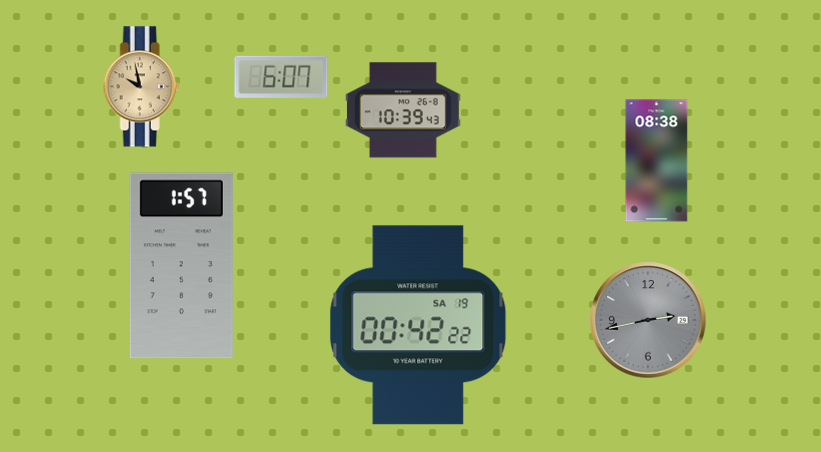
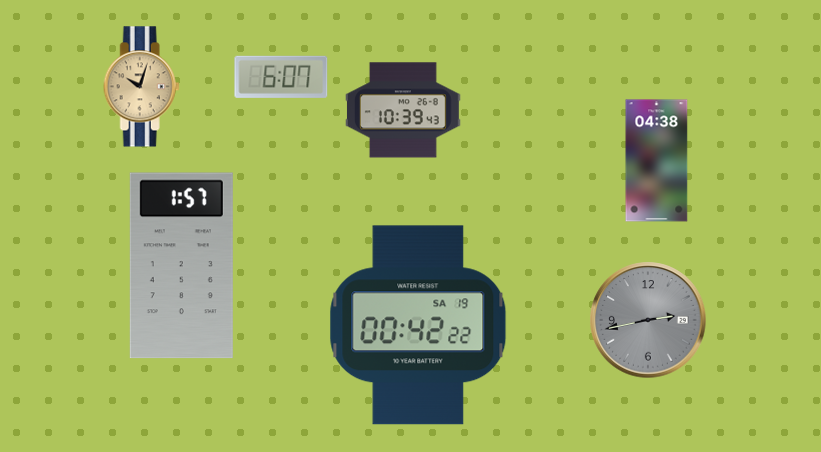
clock at (141, 87): 9:58 -> 10:03
clock at (657, 161): 08:38 -> 04:38
